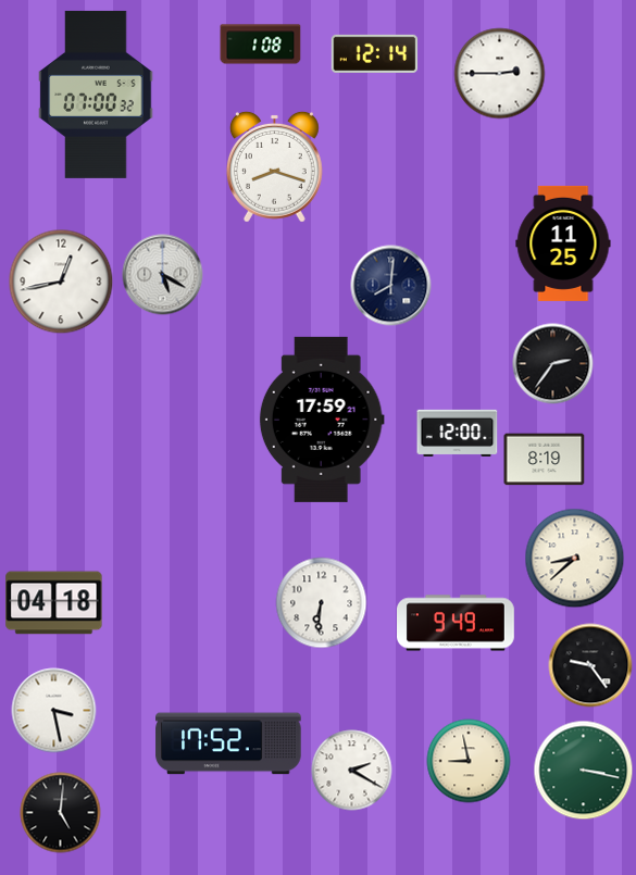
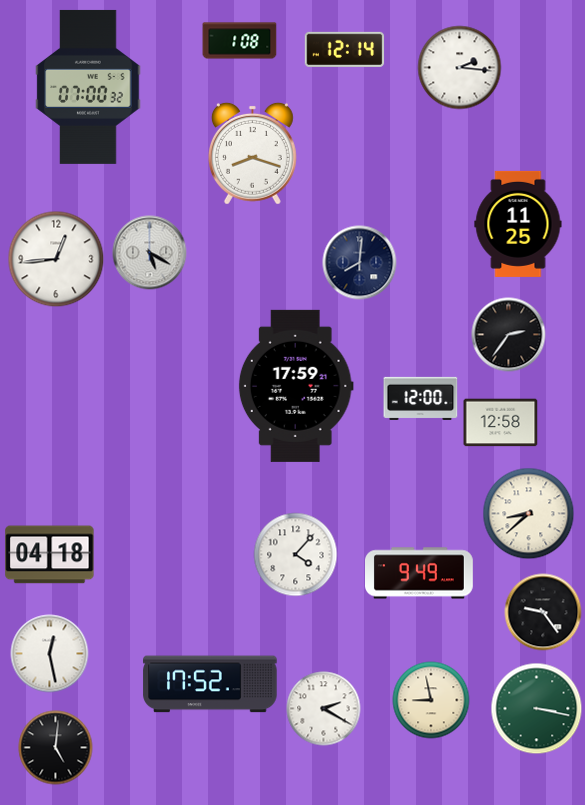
clock at (500, 74): 2:45 -> 2:16
clock at (61, 282): 12:43 -> 12:44
clock at (545, 460): 8:19 -> 12:58
clock at (322, 603): 6:31 -> 4:07
clock at (54, 711): 3:28 -> 12:28
